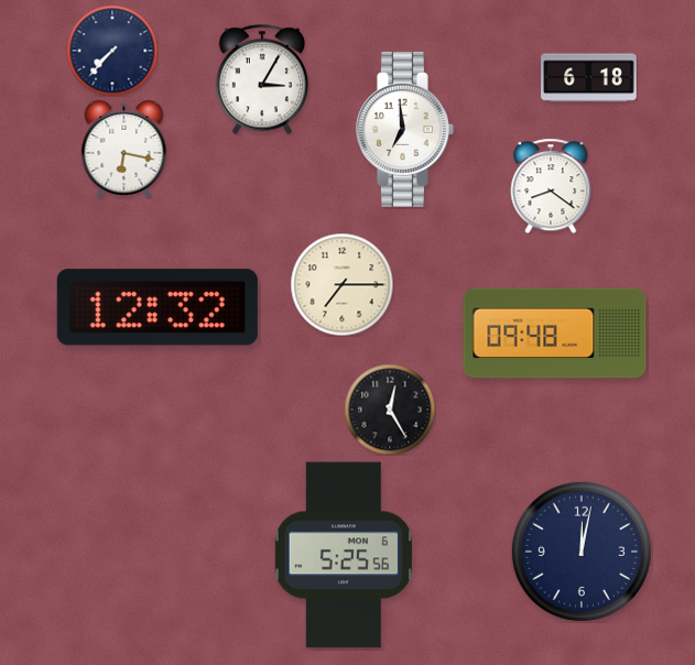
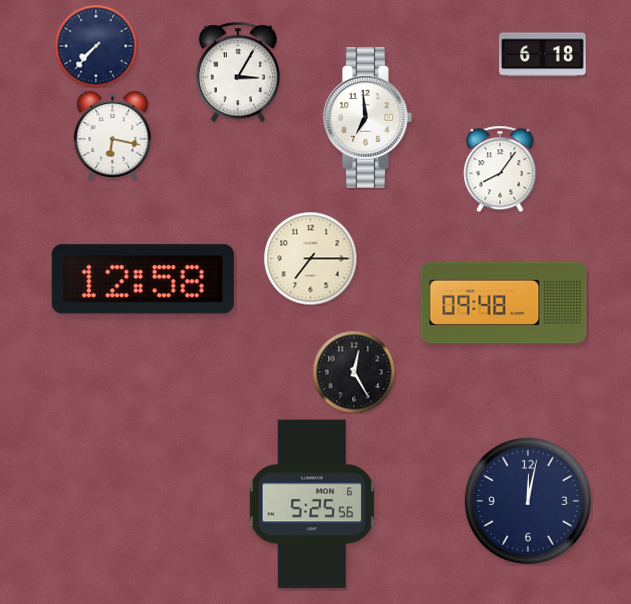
clock at (112, 51) position: (112, 51) -> (96, 46)
clock at (589, 78) position: (589, 78) -> (543, 55)
clock at (551, 186): 8:21 -> 8:06
clock at (158, 307): 12:32 -> 12:58
